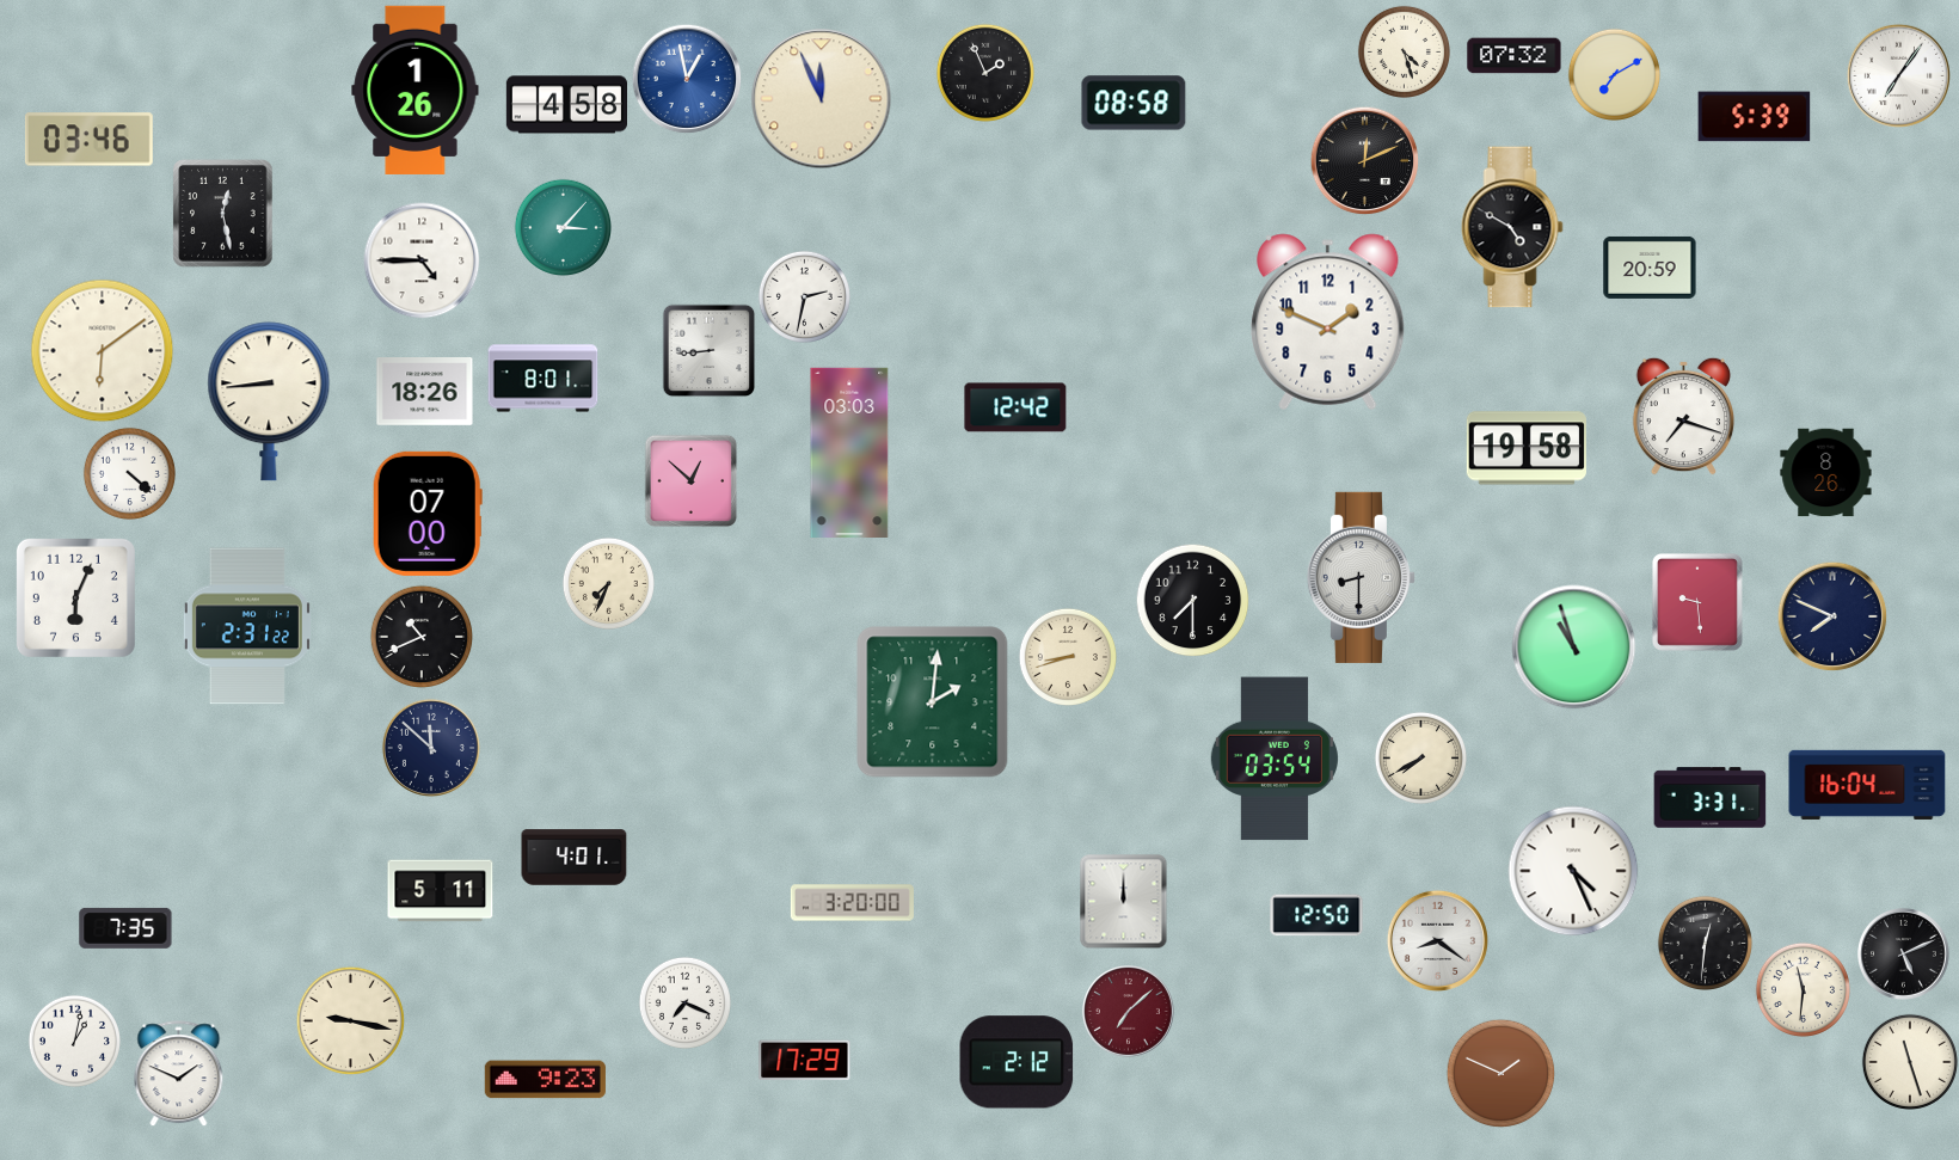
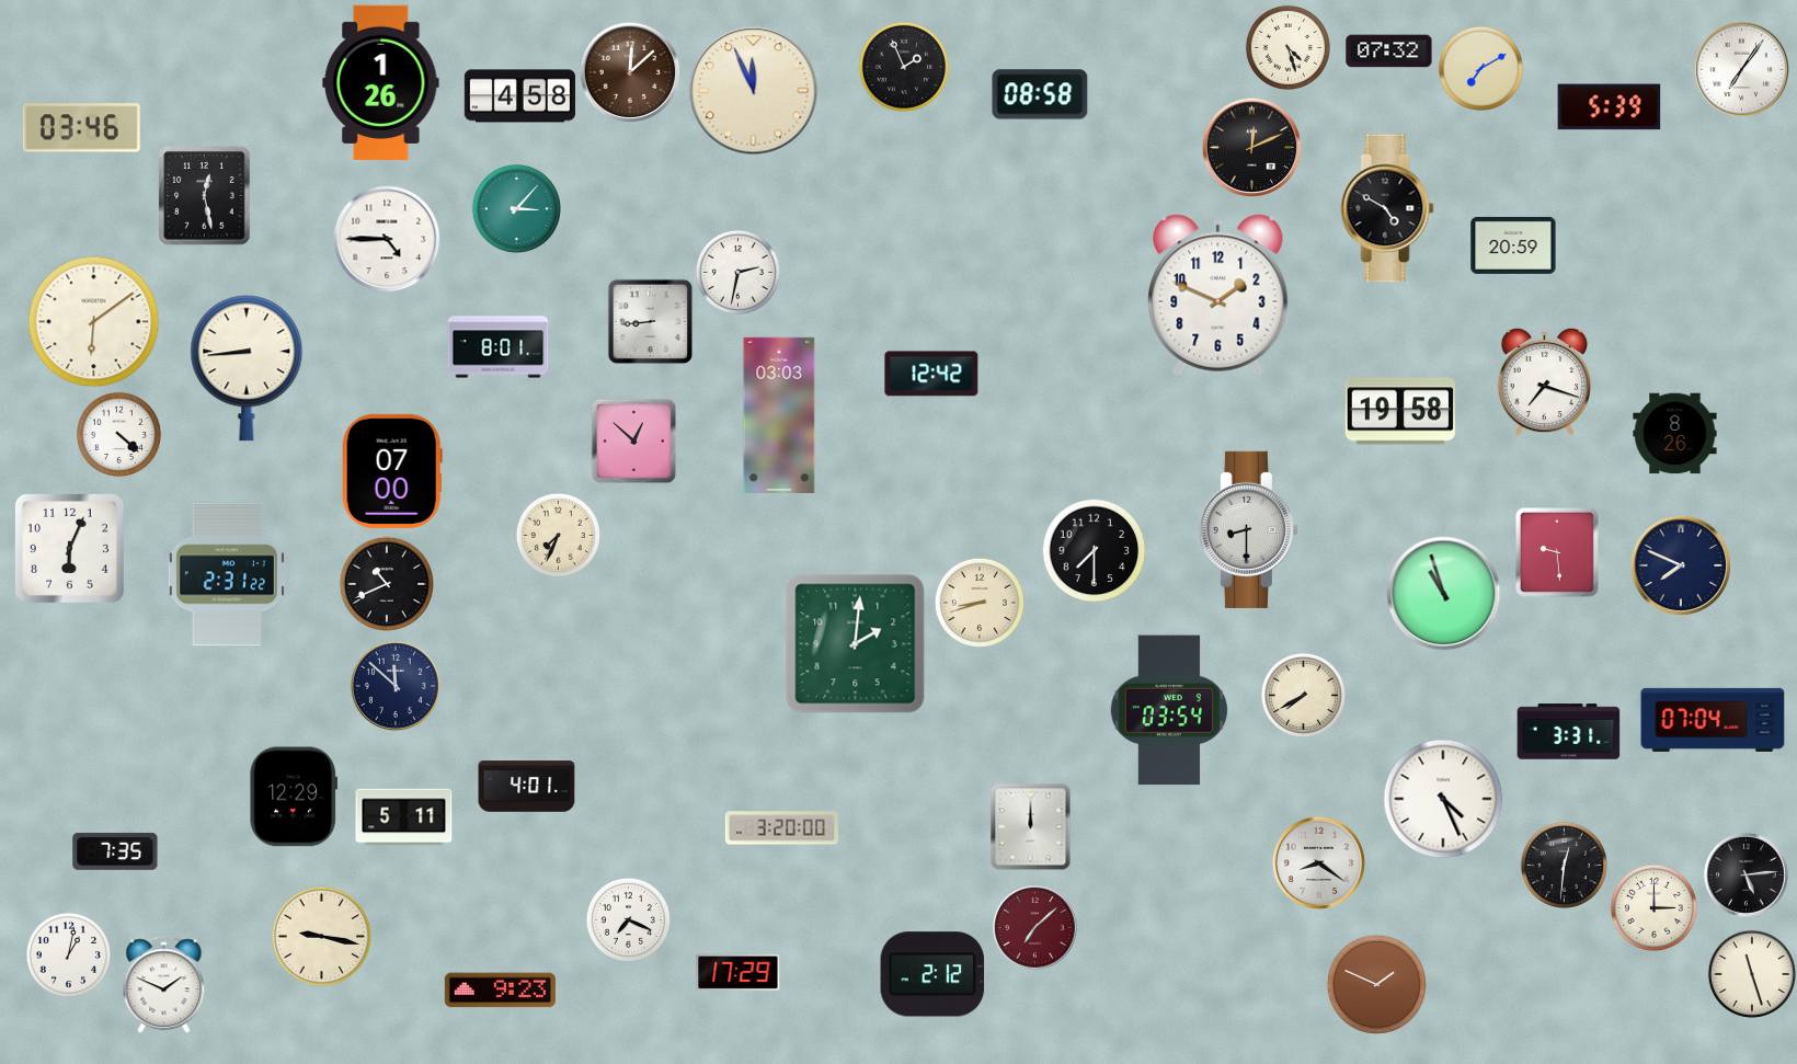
clock at (687, 79): 12:58 -> 12:08
clock at (687, 79) dial: blue -> brown
clock at (425, 392): 18:26 -> none
clock at (1273, 759) position: (1273, 759) -> (1168, 710)
clock at (1867, 785): 16:04 -> 07:04
clock at (294, 797): none -> 12:29
clock at (1316, 915): 12:50 -> none
clock at (1904, 955): 5:11 -> 5:14
clock at (1803, 989): 11:31 -> 3:00
